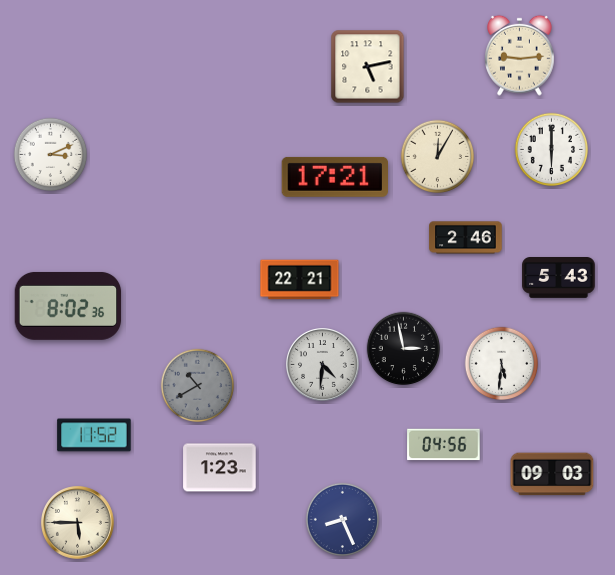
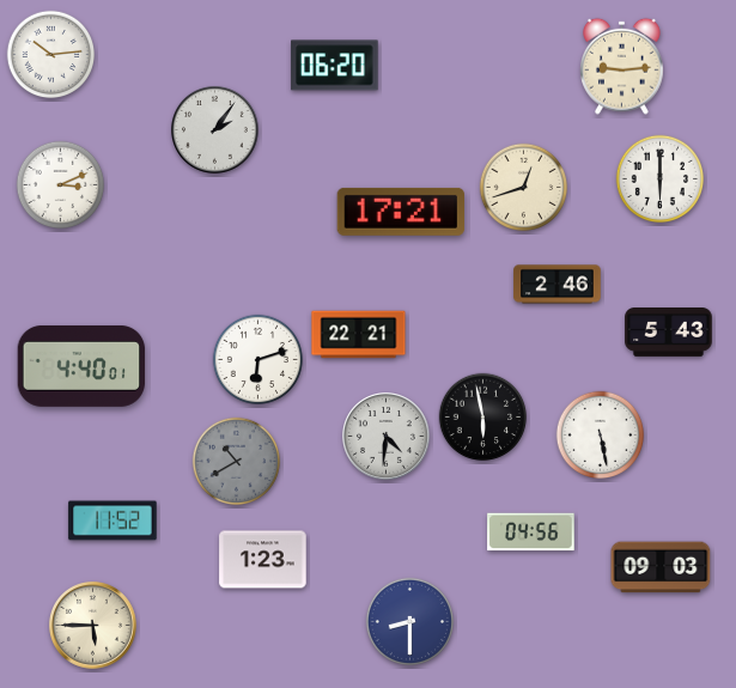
clock at (51, 55): none -> 10:14
clock at (335, 66): none -> 06:20
clock at (368, 67): 5:13 -> none
clock at (215, 130): none -> 2:06
clock at (438, 157): 12:05 -> 12:42
clock at (257, 359): none -> 6:12
clock at (68, 306): 8:02 -> 4:40
clock at (404, 349): 2:58 -> 5:58
clock at (502, 364): 5:31 -> 5:28
clock at (343, 520): 8:26 -> 8:30
